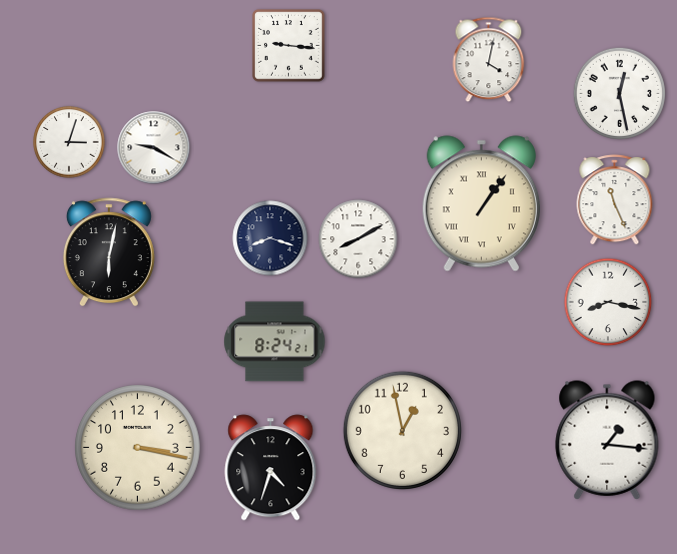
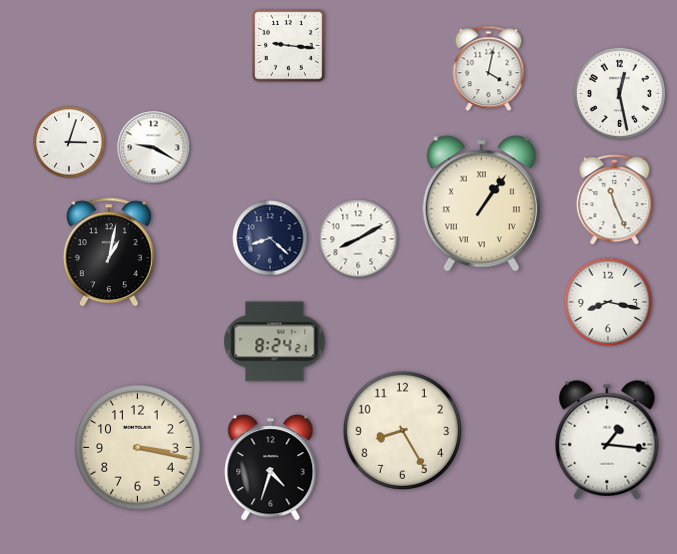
clock at (489, 60) position: (489, 60) -> (489, 69)
clock at (270, 238): 8:18 -> 8:22
clock at (109, 252): 6:02 -> 1:02
clock at (402, 430): 12:58 -> 8:25
